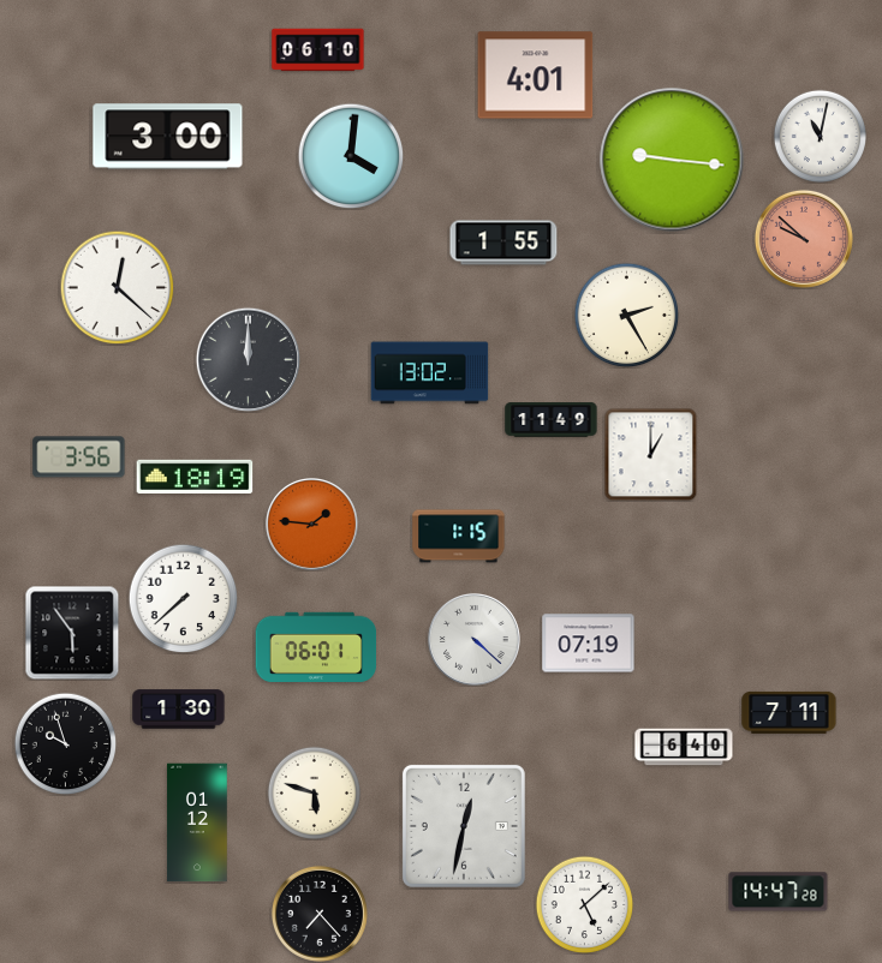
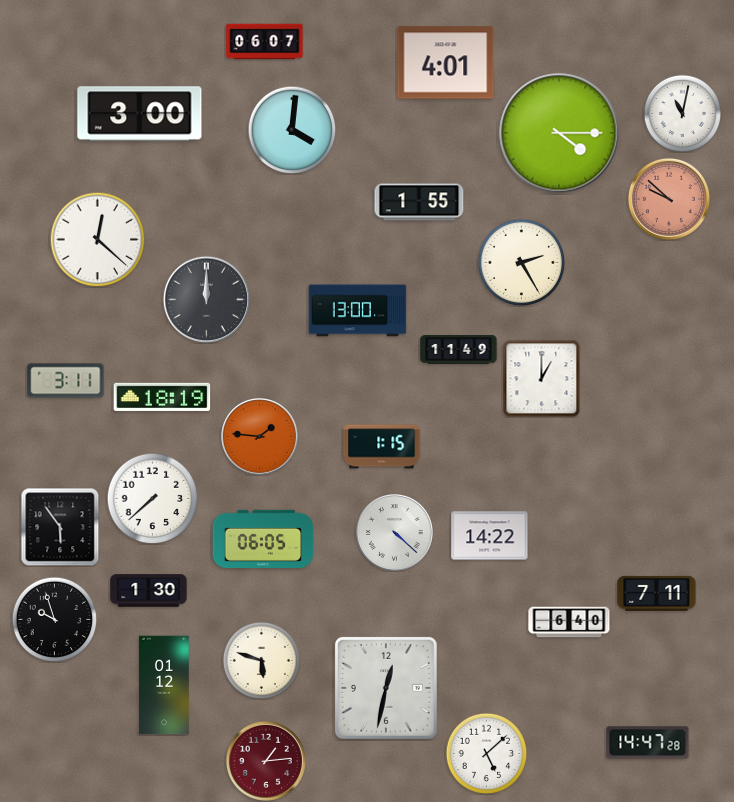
clock at (318, 50): 06:10 -> 06:07
clock at (672, 160): 9:16 -> 4:15
clock at (430, 373): 13:02 -> 13:00
clock at (79, 457): 3:56 -> 3:11
clock at (589, 644): 07:19 -> 14:22
clock at (316, 647): 06:01 -> 06:05
clock at (320, 914): 7:23 -> 1:14
clock at (320, 914) dial: black -> burgundy
